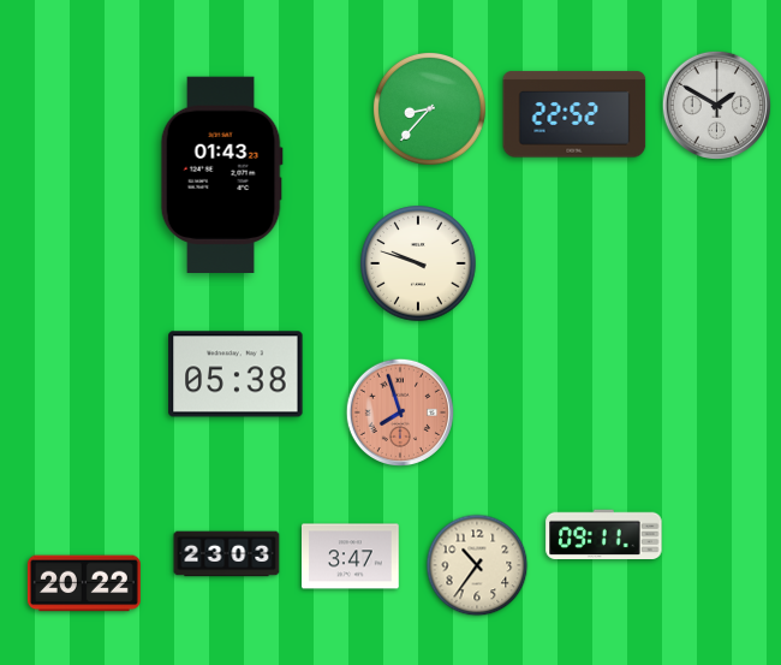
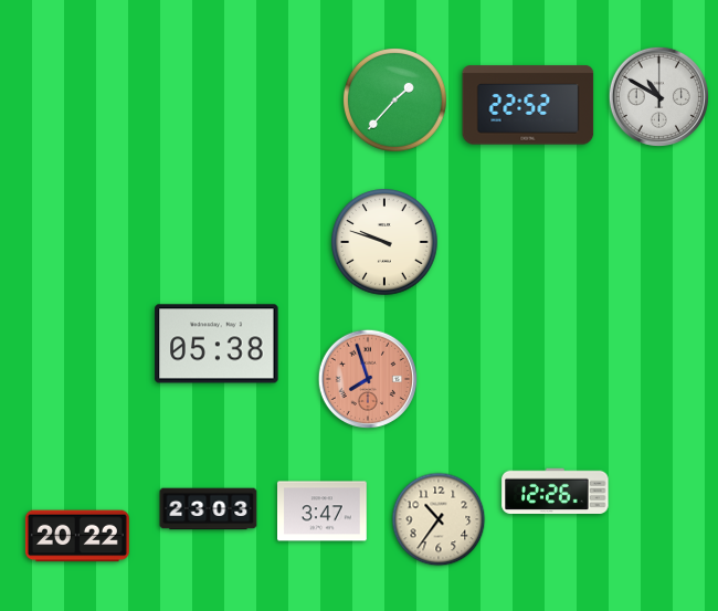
clock at (716, 105): 1:50 -> 10:50
clock at (429, 108): 8:37 -> 1:37
clock at (221, 174): 01:43 -> none
clock at (604, 535): 09:11 -> 12:26
